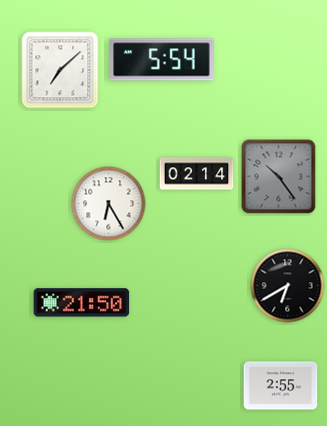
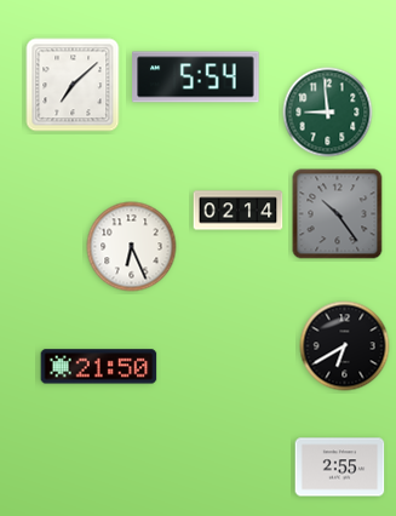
clock at (162, 60) position: (162, 60) -> (196, 78)
clock at (328, 113): none -> 8:59
clock at (109, 204): 6:25 -> 6:26
clock at (288, 286) position: (288, 286) -> (345, 346)
